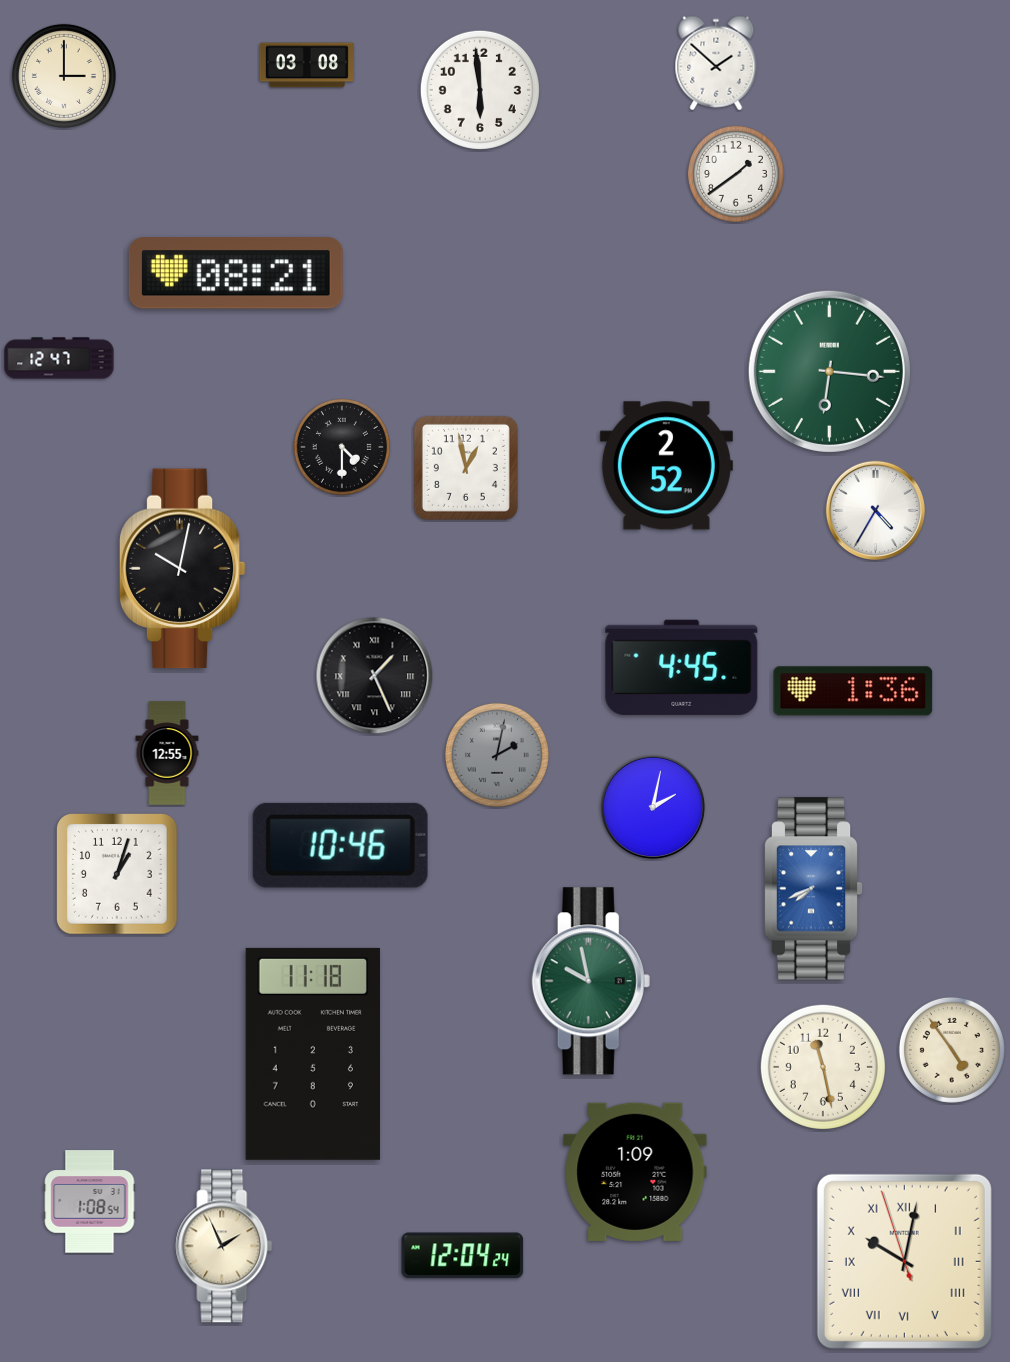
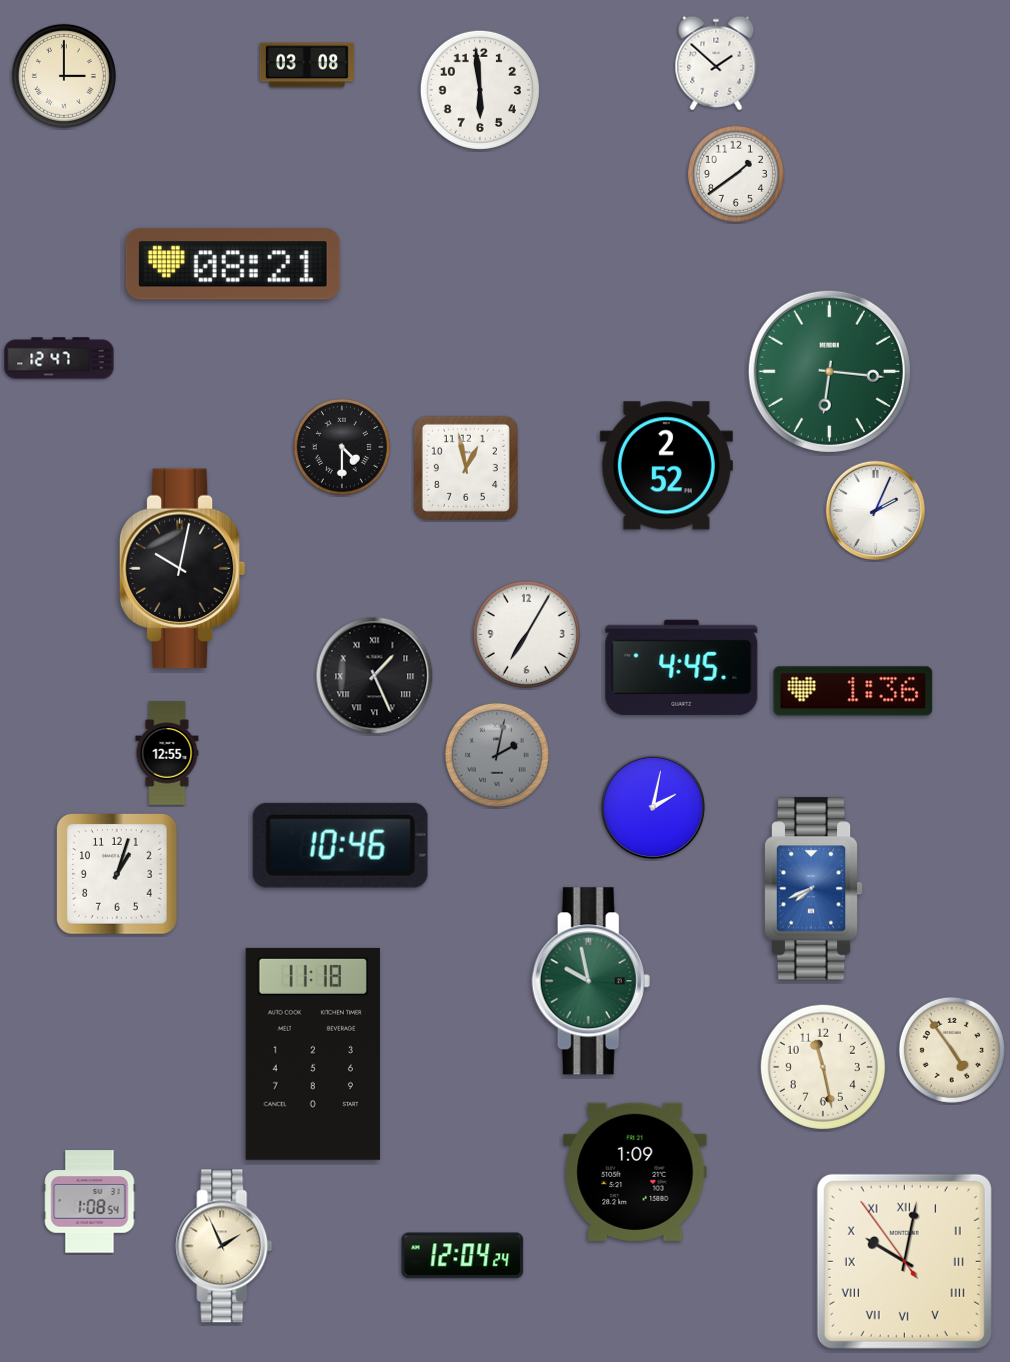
clock at (236, 273) position: (236, 273) -> (233, 264)
clock at (875, 510): 4:35 -> 2:04
clock at (526, 634): none -> 7:05
clock at (904, 1261): 10:01:57 -> 10:01:54
